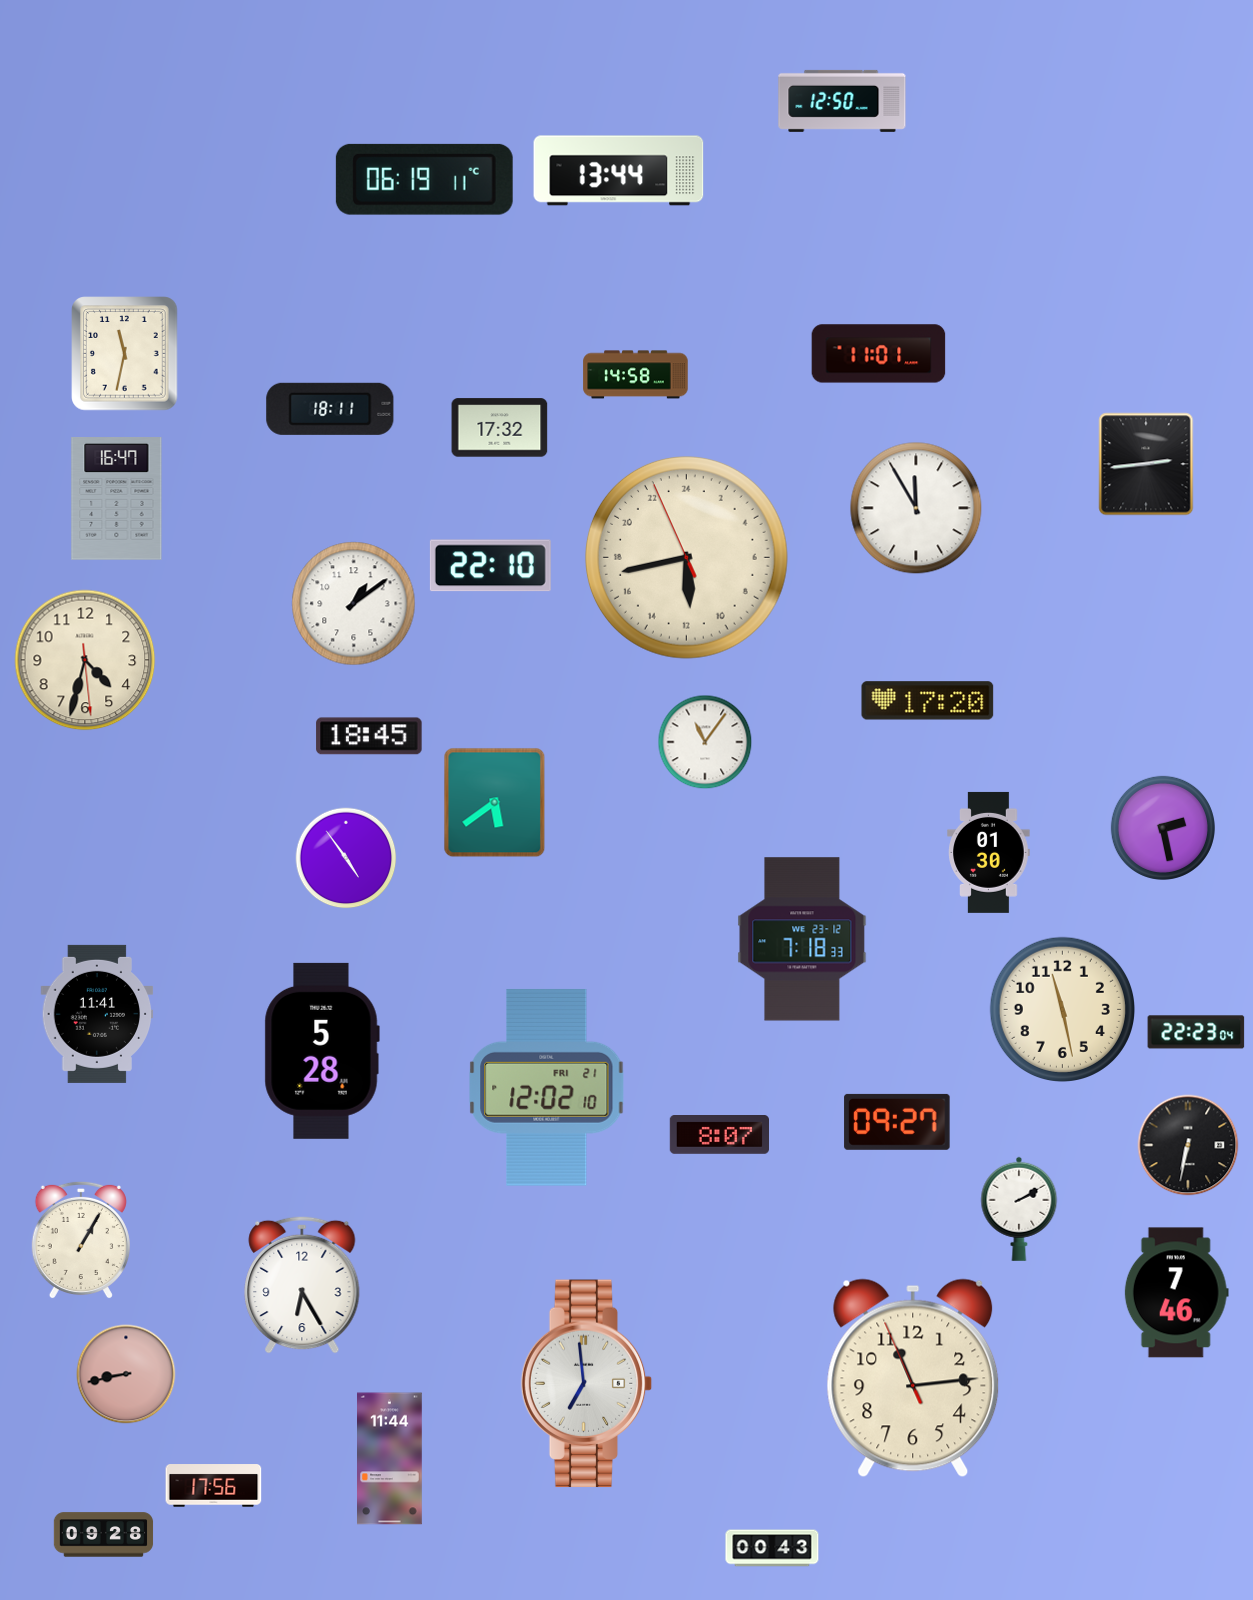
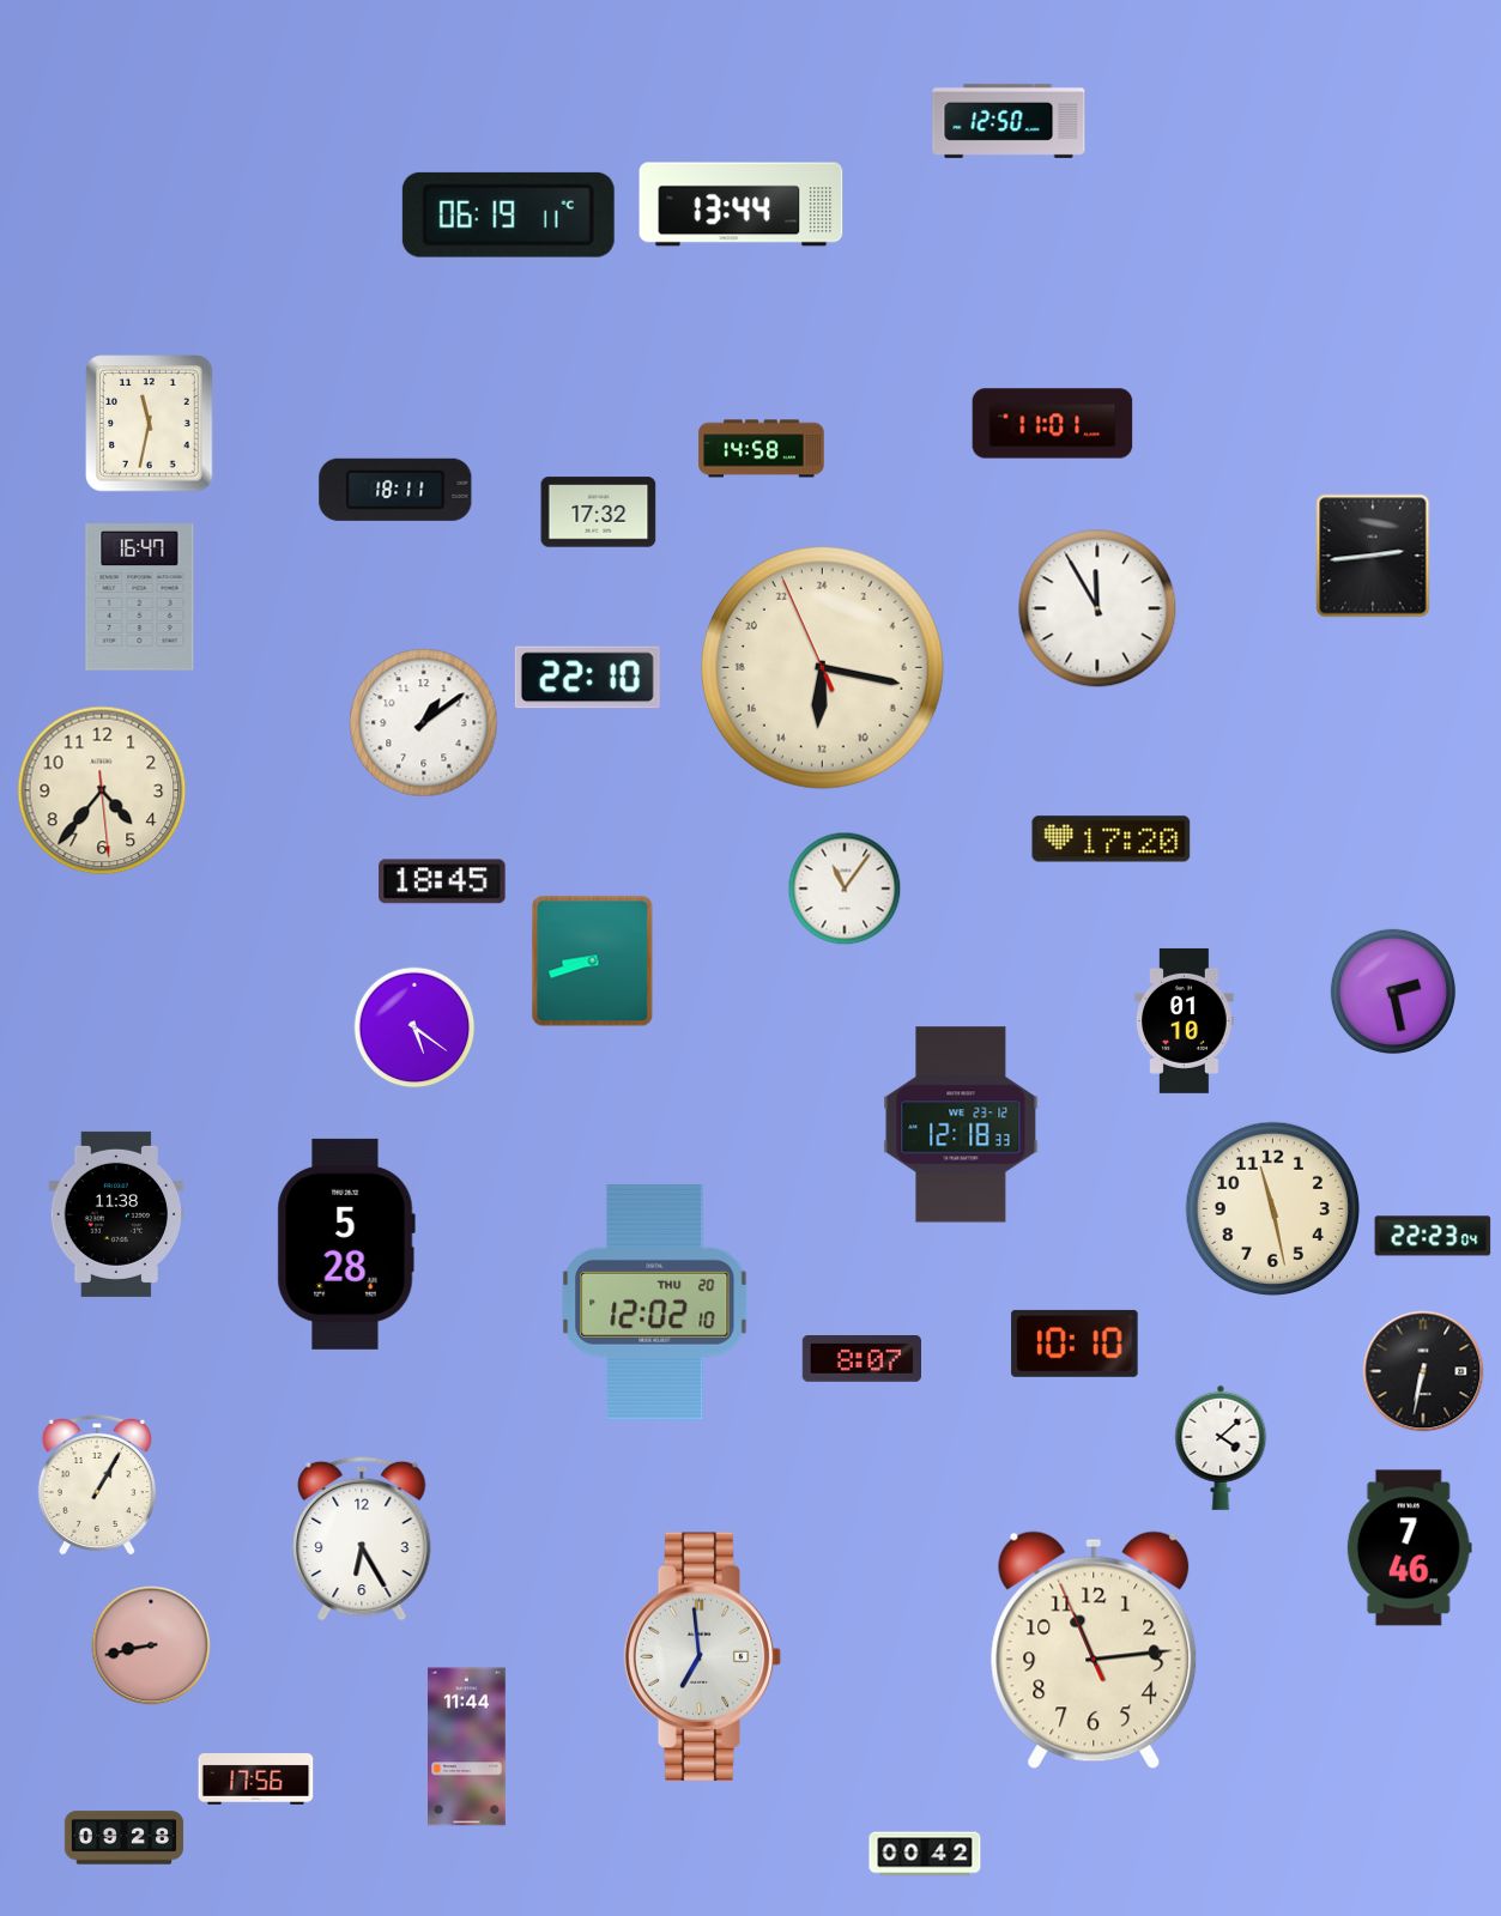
clock at (686, 557): 11:42 -> 12:16
clock at (85, 660): 4:32 -> 4:36
clock at (495, 803): 5:39 -> 8:42
clock at (989, 852): 01:30 -> 01:10
clock at (346, 858): 4:54 -> 5:21
clock at (802, 939): 7:18 -> 12:18
clock at (97, 1014): 11:41 -> 11:38
clock at (322, 1051) position: (322, 1051) -> (346, 1244)
clock at (547, 1087) date: FRI 21 -> THU 20
clock at (897, 1122): 09:27 -> 10:10
clock at (1019, 1209): 2:10 -> 4:08
clock at (772, 1548): 00:43 -> 00:42
